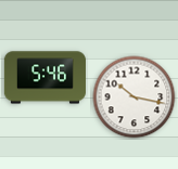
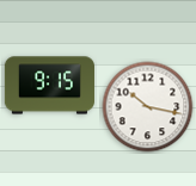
clock at (44, 78): 5:46 -> 9:15
